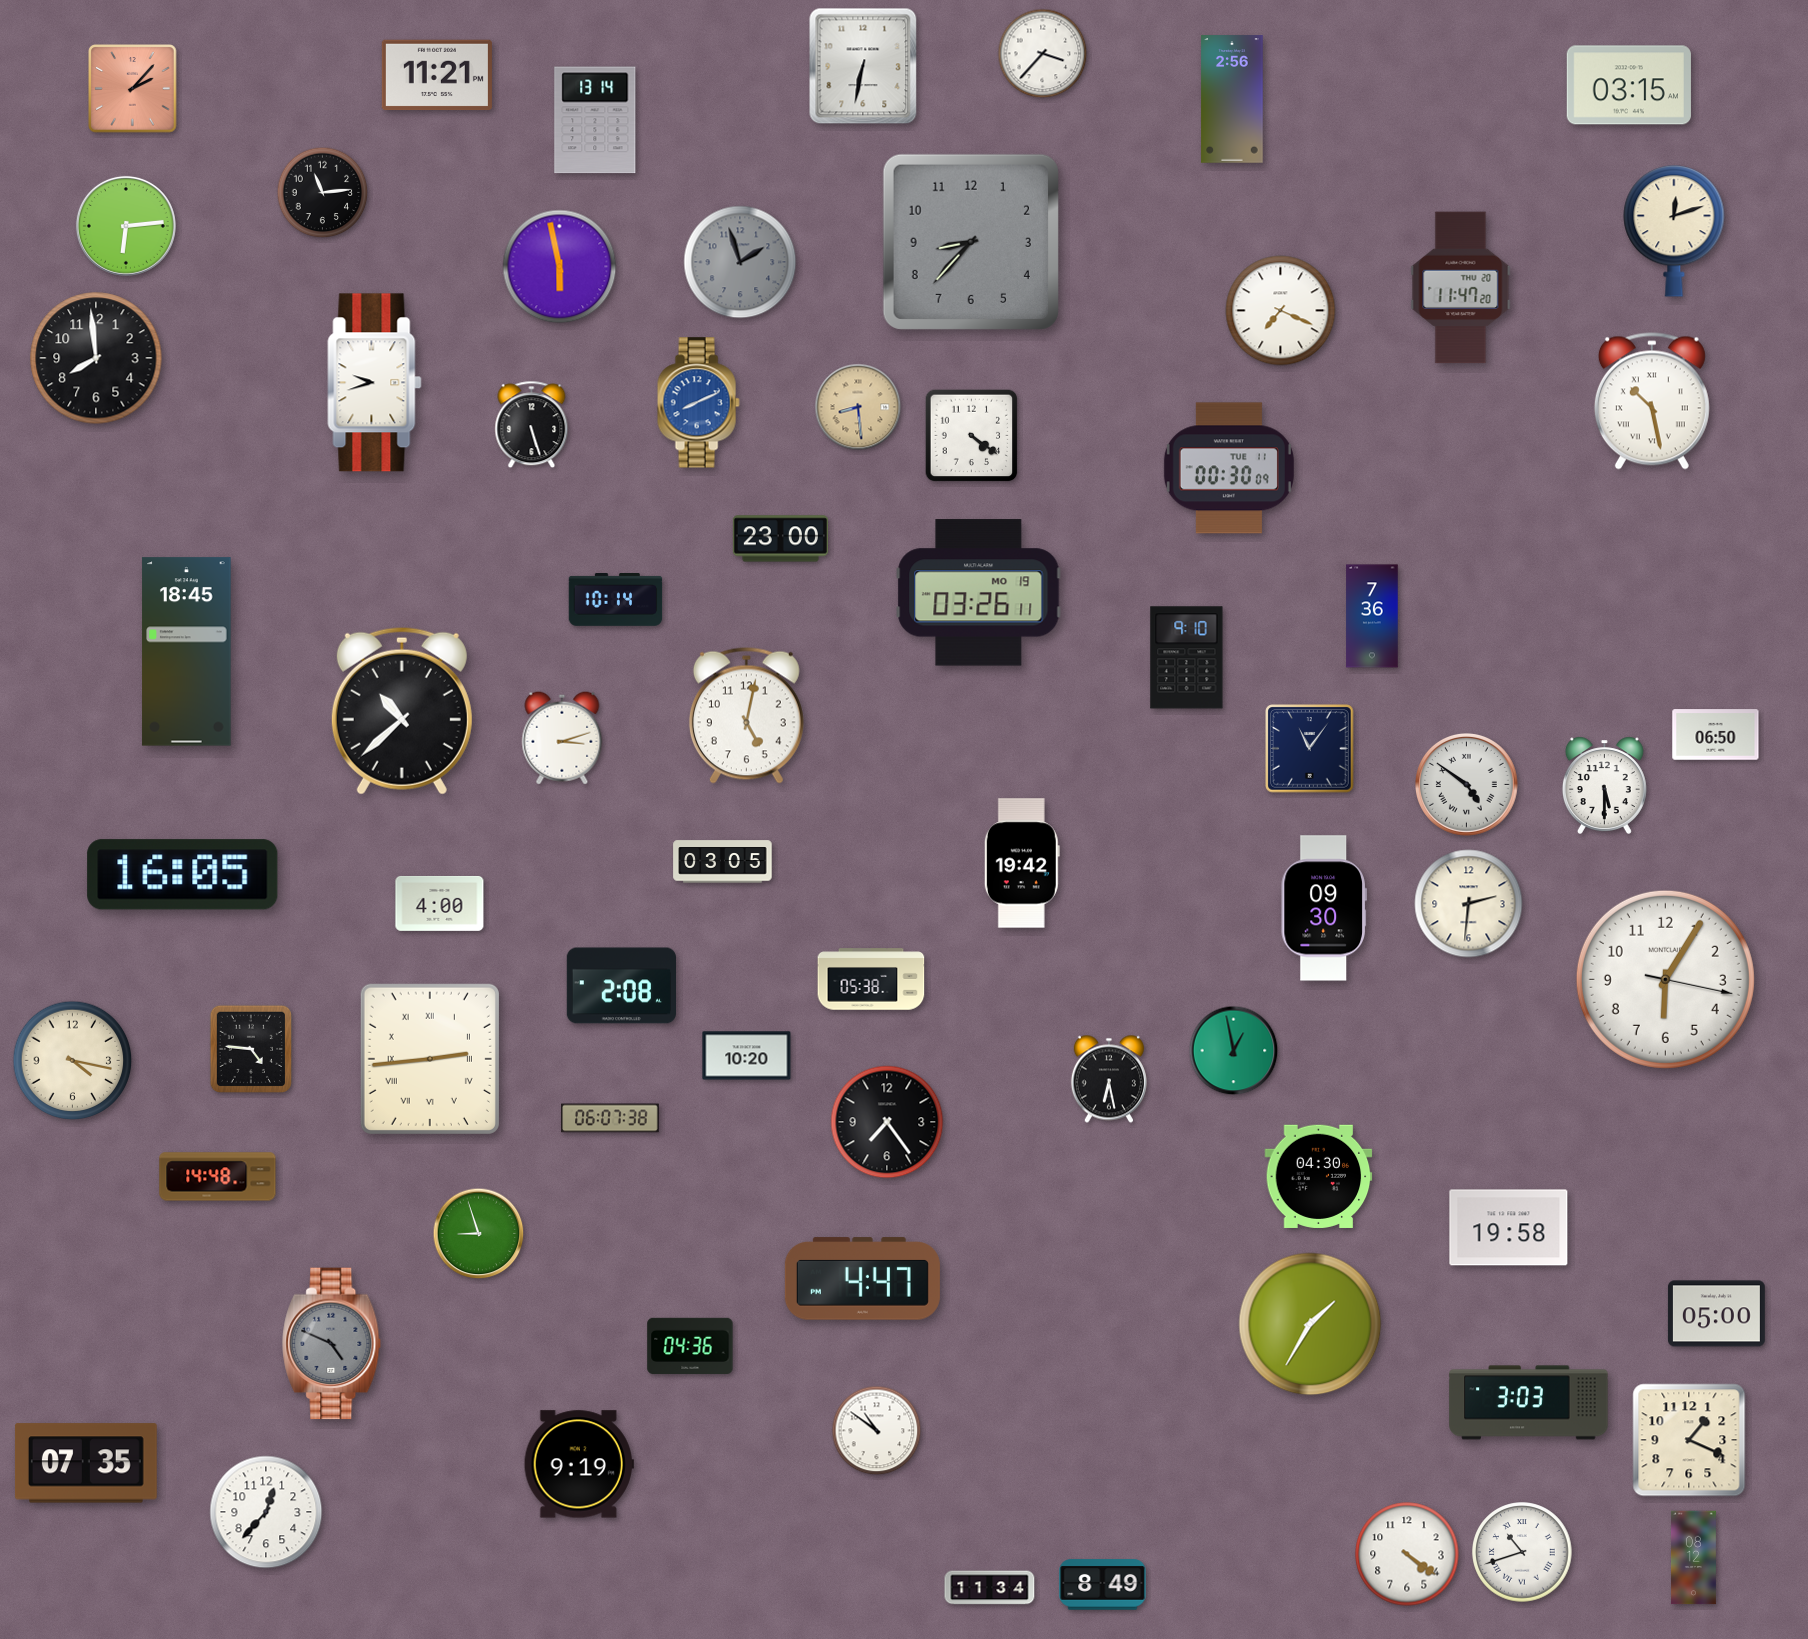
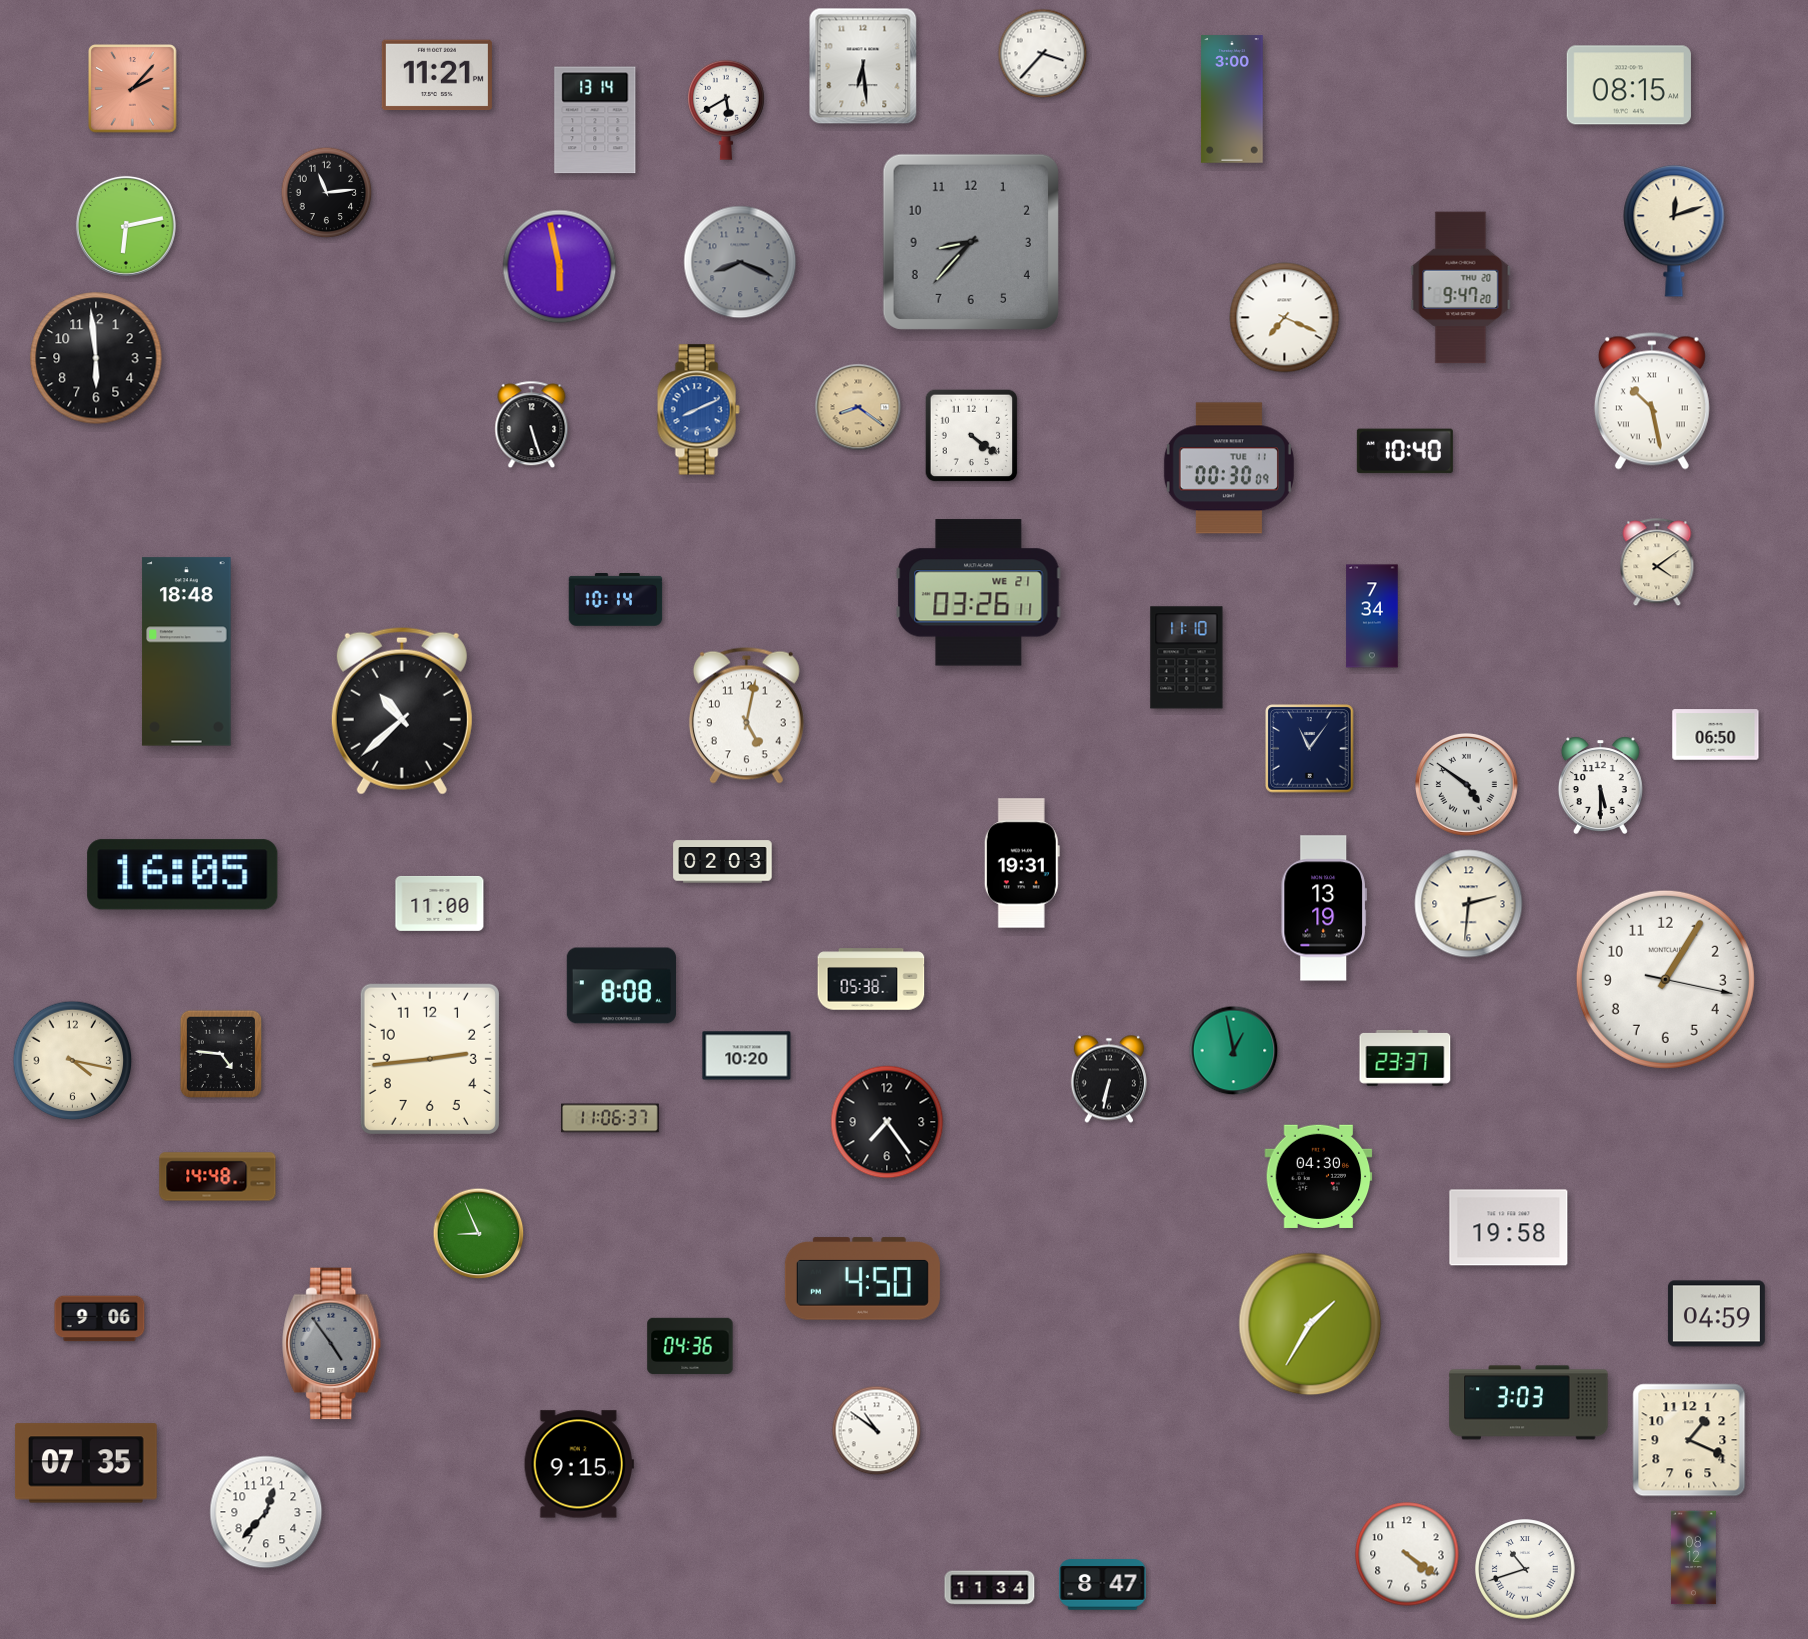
clock at (863, 66): 6:32 -> 6:29
clock at (1629, 85): 03:15 -> 08:15
clock at (1232, 99): 2:56 -> 3:00
clock at (727, 110): none -> 5:40
clock at (323, 193) position: (323, 193) -> (327, 193)
clock at (126, 226): 6:14 -> 6:13
clock at (740, 262): 1:57 -> 8:19
clock at (1461, 288): 11:47 -> 9:47
clock at (1281, 311) position: (1281, 311) -> (1285, 318)
clock at (96, 358): 7:59 -> 5:59
clock at (375, 383): 9:42 -> none
clock at (698, 403) position: (698, 403) -> (698, 410)
clock at (858, 407): 8:29 -> 8:21
clock at (1405, 451): none -> 10:40
clock at (780, 539): 23:00 -> none
clock at (1657, 563): none -> 4:09
clock at (979, 593) date: MO 19 -> WE 21
clock at (1372, 616): 7:36 -> 7:34
clock at (187, 652): 18:45 -> 18:48
clock at (1187, 658): 9:10 -> 11:10
clock at (562, 738): 3:12 -> none
clock at (1604, 785) position: (1604, 785) -> (1600, 785)
clock at (723, 862): 03:05 -> 02:03
clock at (1022, 863): 19:42 -> 19:31
clock at (440, 903): 4:00 -> 11:00
clock at (1324, 908): 09:30 -> 13:19
clock at (1665, 979): 6:05 -> 1:05
clock at (621, 986): 2:08 -> 8:08
clock at (250, 1049) position: (250, 1049) -> (220, 1054)
clock at (1405, 1058): none -> 23:37
clock at (430, 1059) numerals: Roman -> Arabic
clock at (1109, 1079): 6:28 -> 6:32
clock at (610, 1118): 06:07 -> 11:06
clock at (479, 1234): 8:57 -> 8:56
clock at (862, 1279): 4:47 -> 4:50
clock at (1716, 1314): 05:00 -> 04:59
clock at (100, 1319): none -> 9:06
clock at (332, 1344): 4:49 -> 4:54
clock at (579, 1464): 9:19 -> 9:15
clock at (1522, 1552) position: (1522, 1552) -> (1525, 1569)
clock at (1103, 1585): 8:49 -> 8:47
